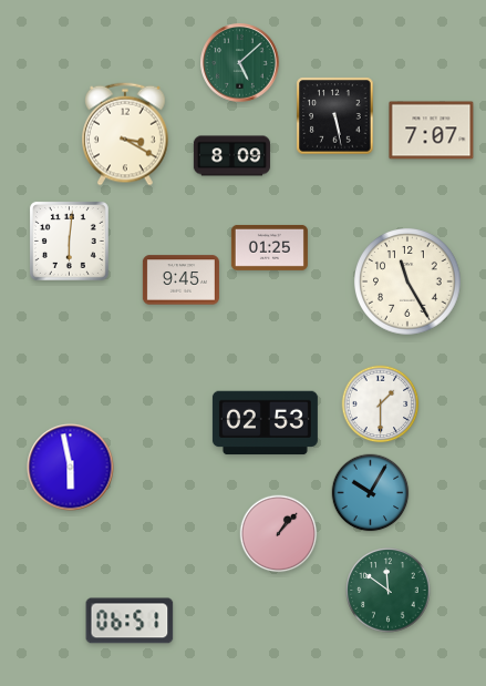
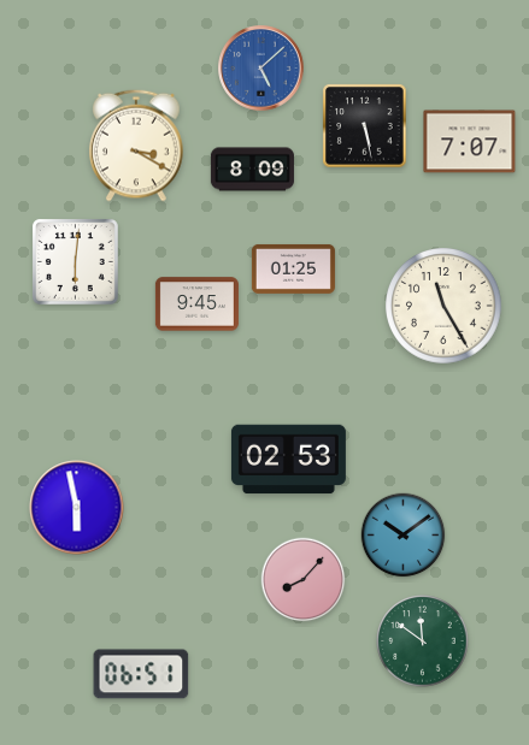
clock at (240, 63) dial: green -> blue
clock at (381, 405): 1:30 -> none
clock at (371, 493): 10:05 -> 10:09
clock at (279, 534): 1:07 -> 8:07
